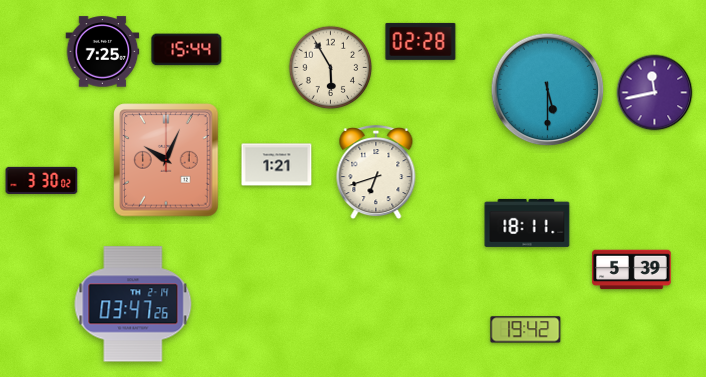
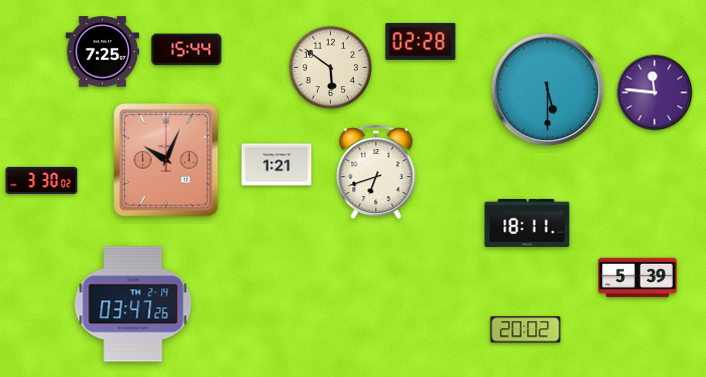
clock at (331, 68): 5:55 -> 5:51
clock at (655, 93): 11:43 -> 11:46
clock at (632, 270) position: (632, 270) -> (638, 278)
clock at (526, 330): 19:42 -> 20:02
